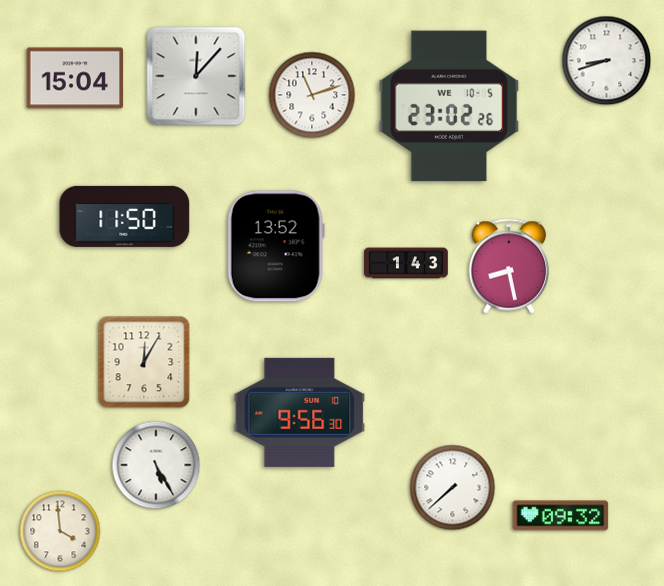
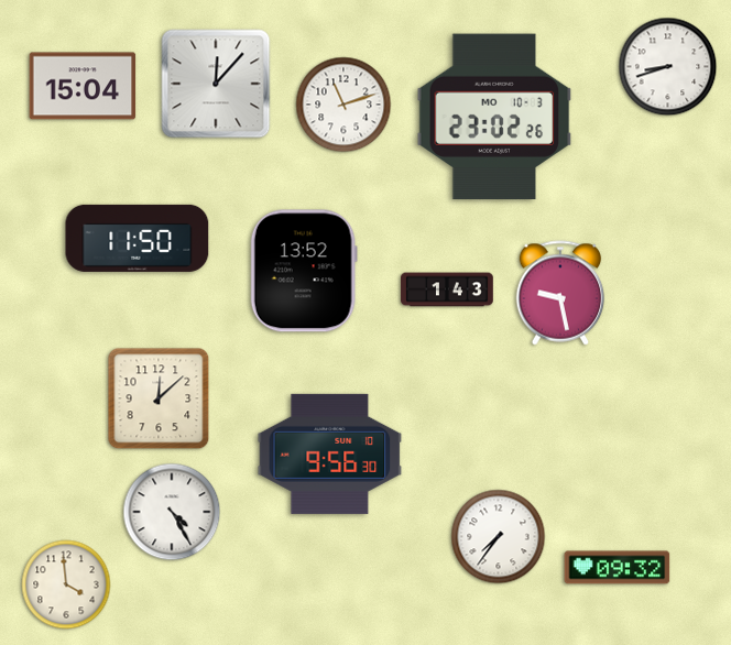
clock at (449, 106) date: WE 10-5 -> MO 10-3
clock at (509, 266): 8:28 -> 9:28
clock at (144, 362): 12:05 -> 12:08
clock at (156, 465): 5:25 -> 4:25
clock at (453, 488): 7:38 -> 7:36
